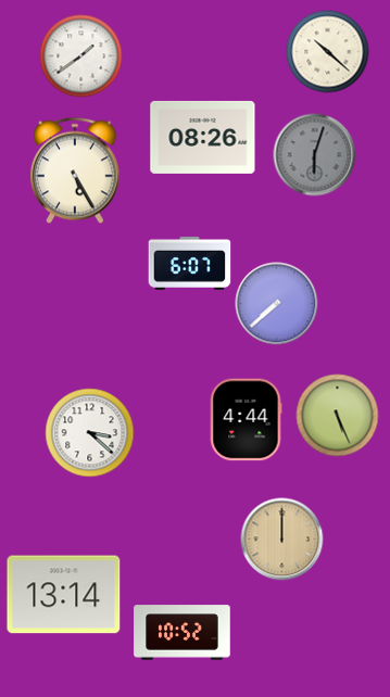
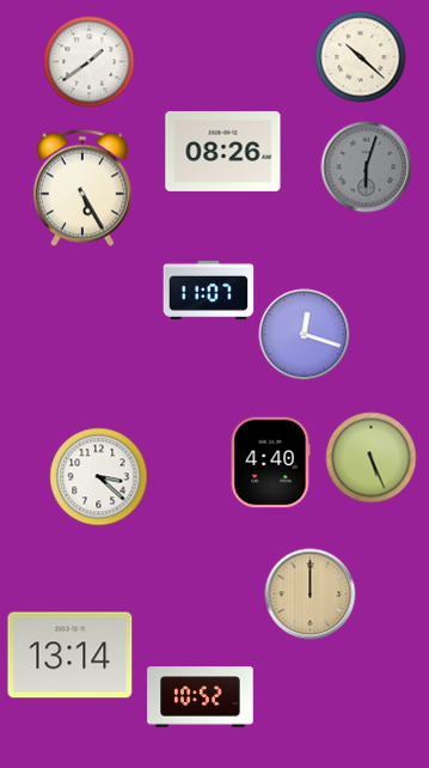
clock at (315, 155) position: (315, 155) -> (367, 167)
clock at (190, 263): 6:07 -> 11:07
clock at (277, 304): 7:38 -> 12:18
clock at (246, 420): 4:44 -> 4:40
